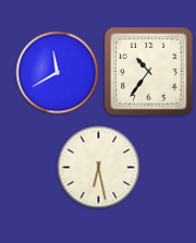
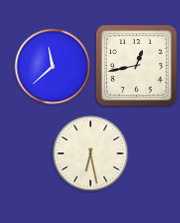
clock at (149, 72): 10:36 -> 12:43
clock at (58, 73): 11:40 -> 11:38
